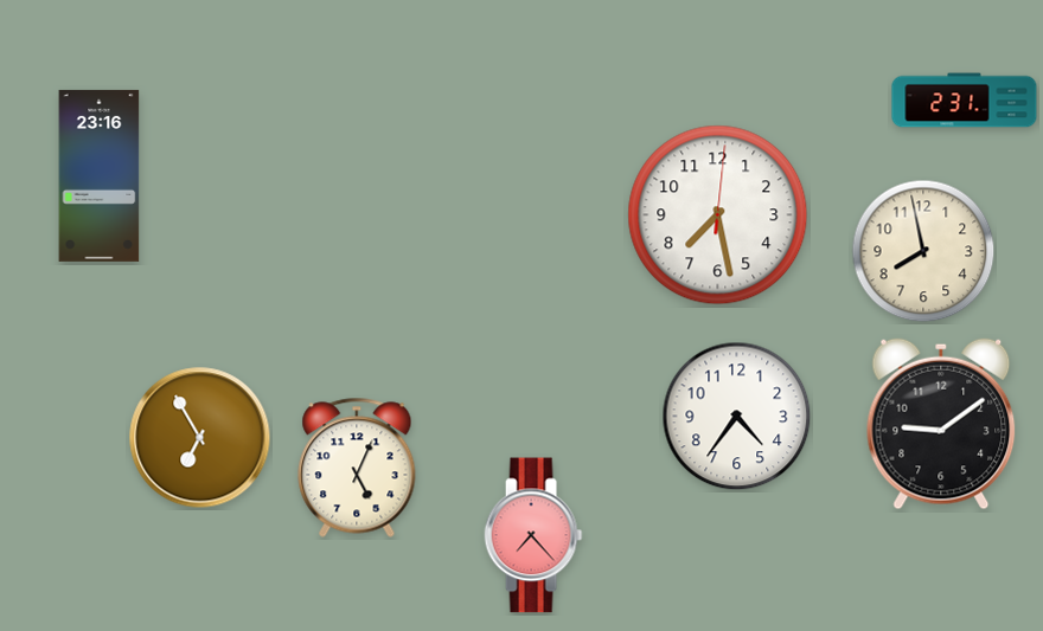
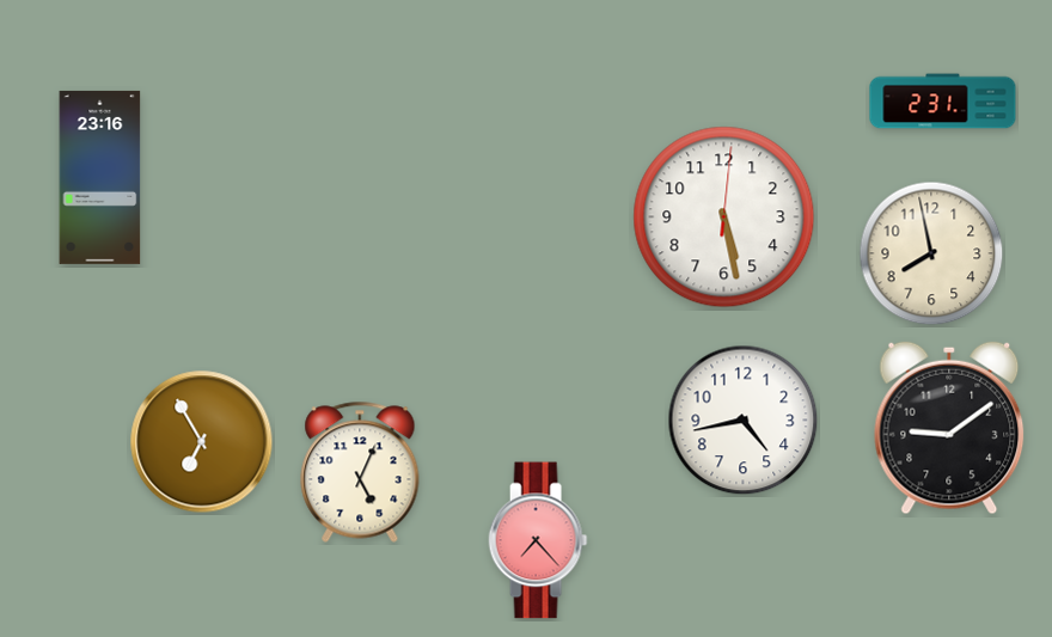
clock at (965, 101) position: (965, 101) -> (943, 102)
clock at (718, 215): 7:28 -> 5:28
clock at (737, 417): 4:36 -> 4:43
